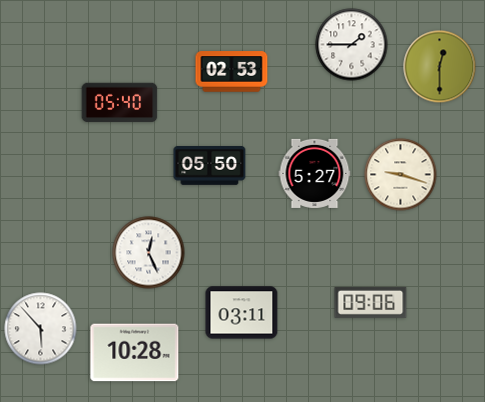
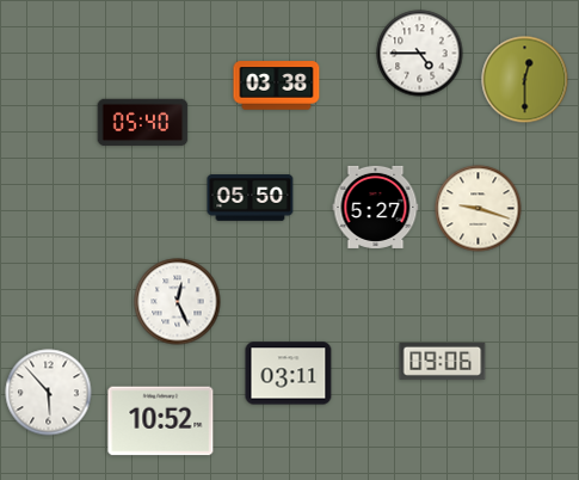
clock at (352, 45): 1:45 -> 4:45
clock at (232, 72): 02:53 -> 03:38
clock at (135, 353): 10:28 -> 10:52
